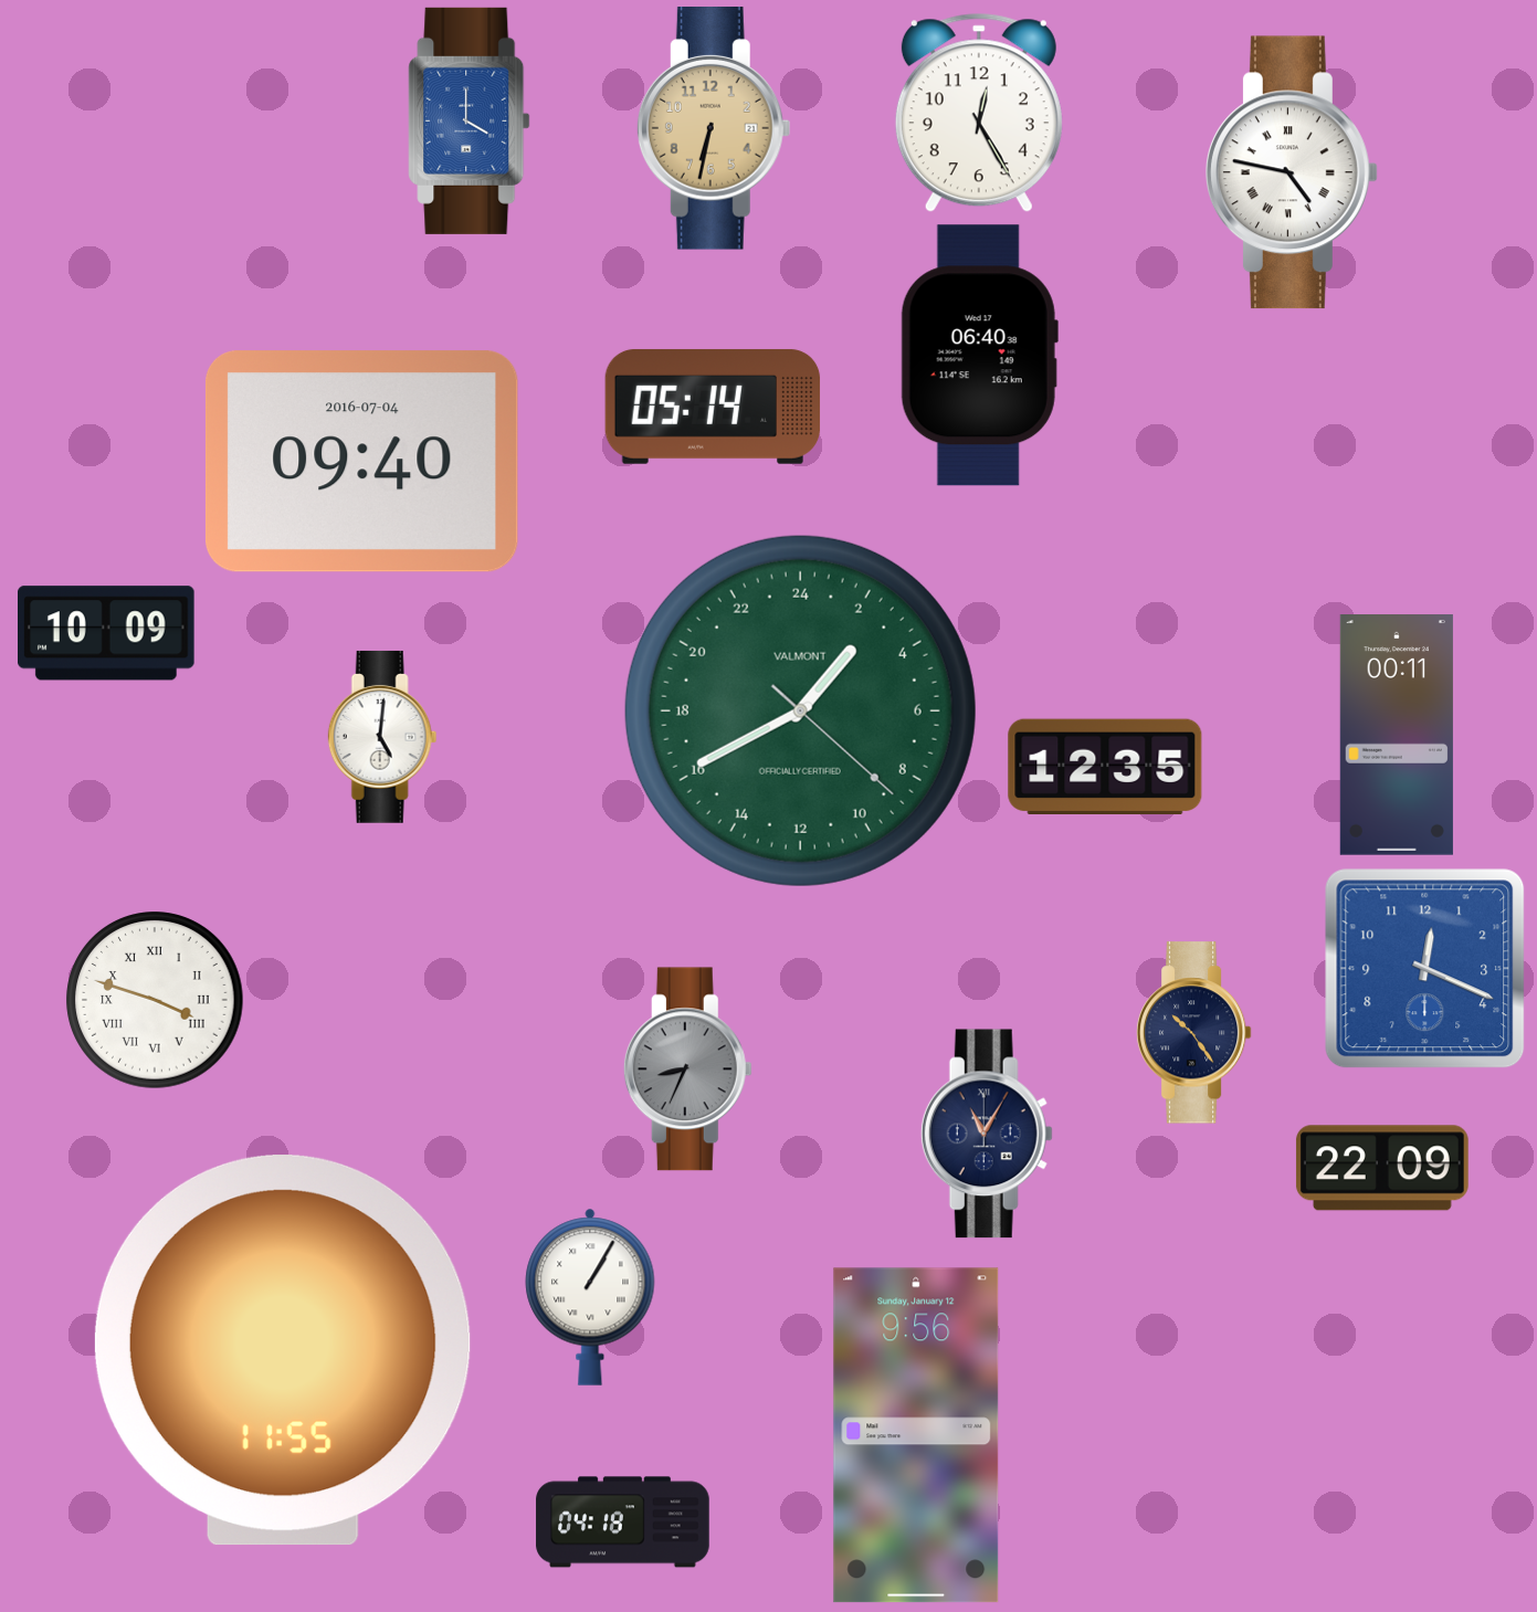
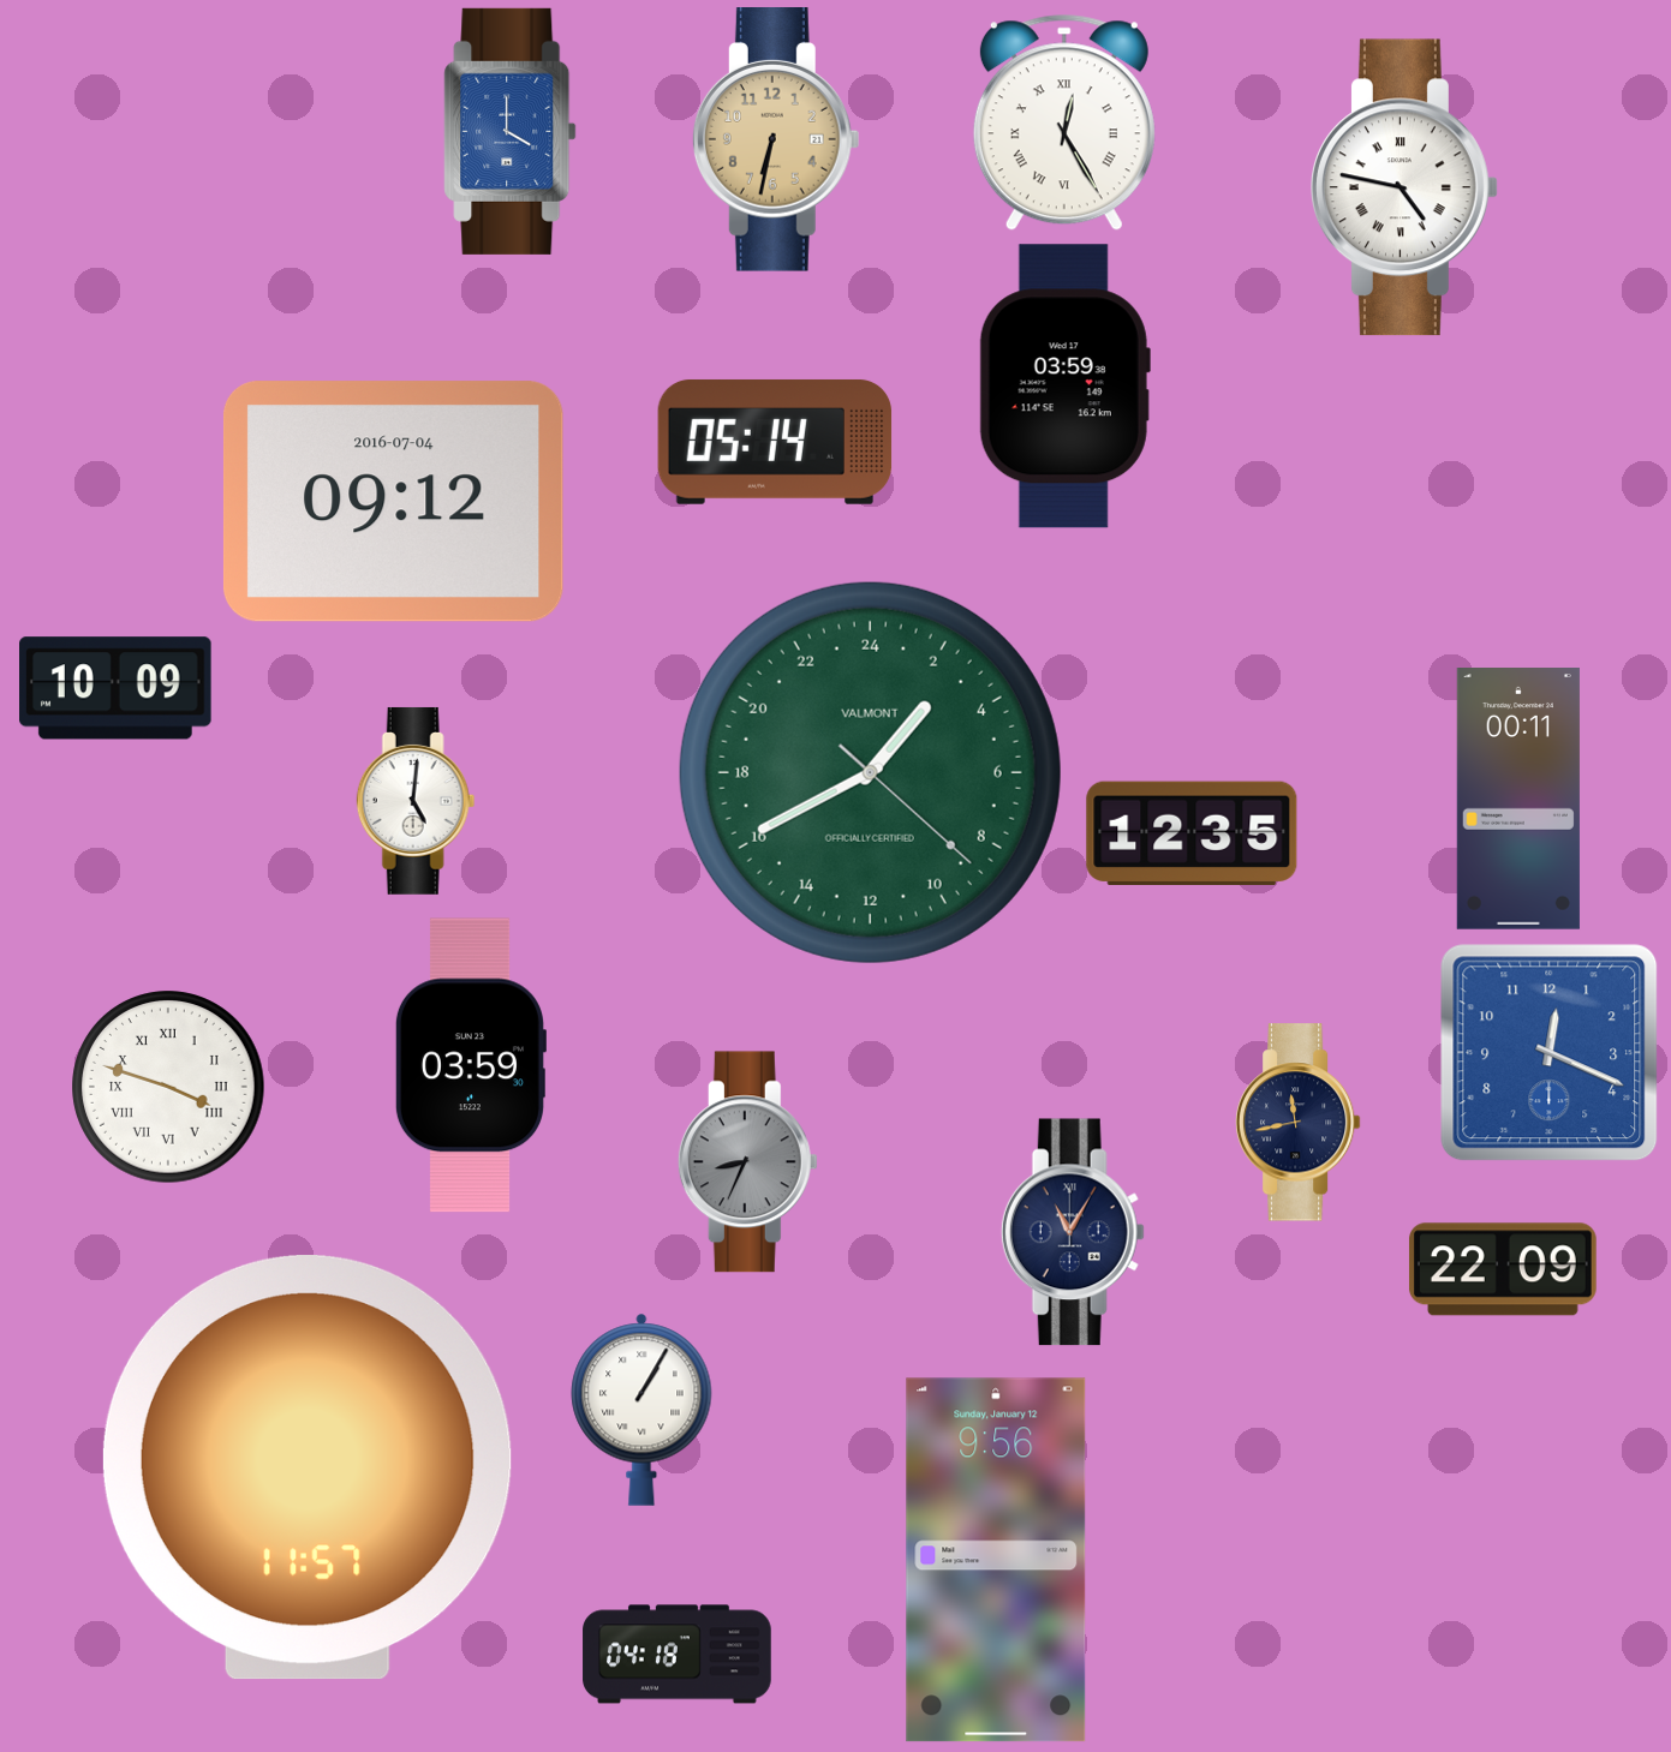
clock at (979, 113) numerals: Arabic -> Roman
clock at (979, 356): 06:40 -> 03:59
clock at (361, 462): 09:40 -> 09:12
clock at (1105, 766) position: (1105, 766) -> (1192, 832)
clock at (470, 1065): none -> 03:59
clock at (1193, 1033): 10:24 -> 11:43
clock at (283, 1350): 11:55 -> 11:57
